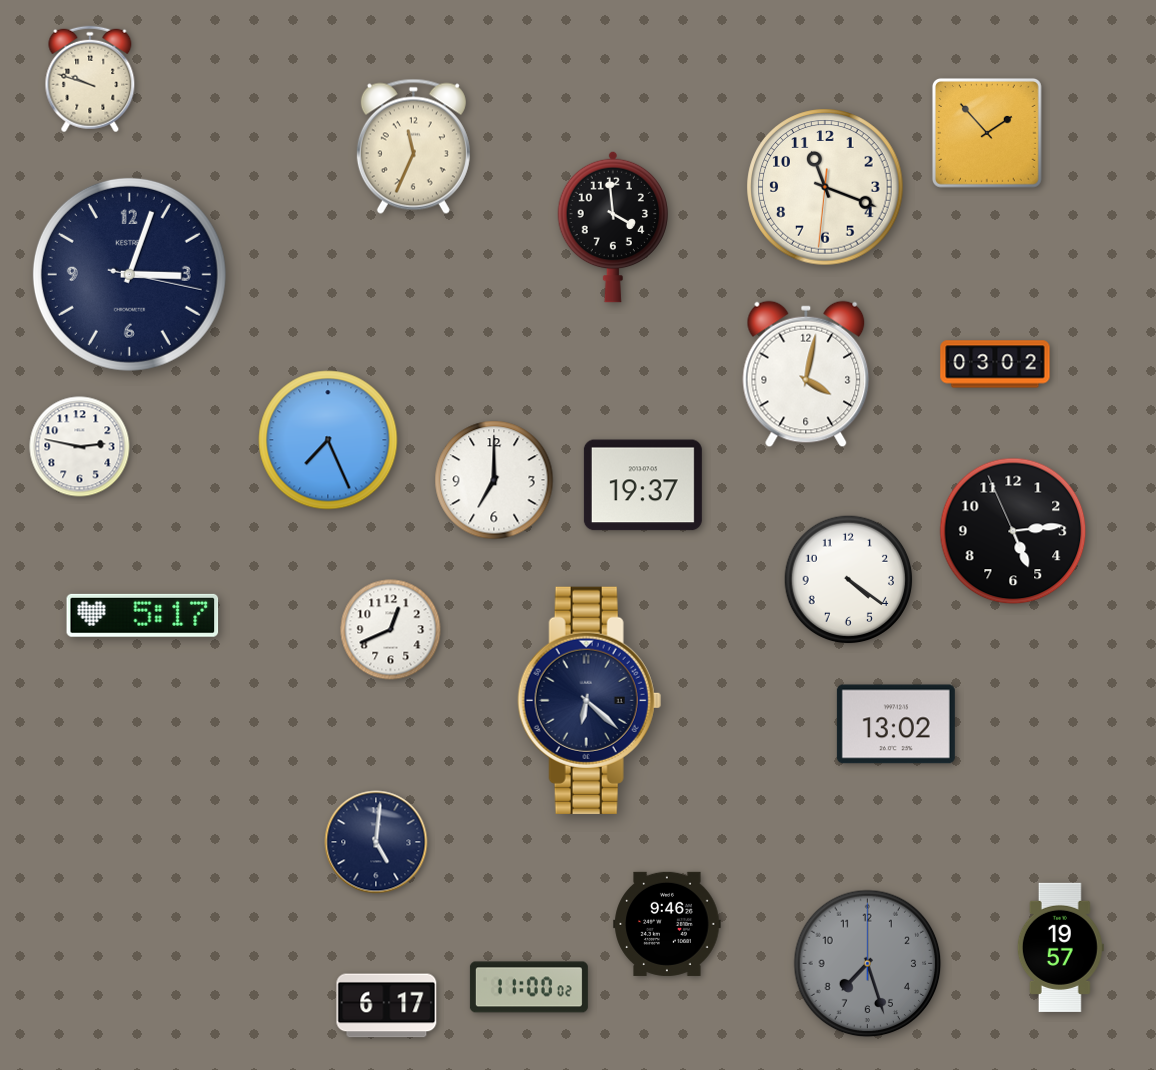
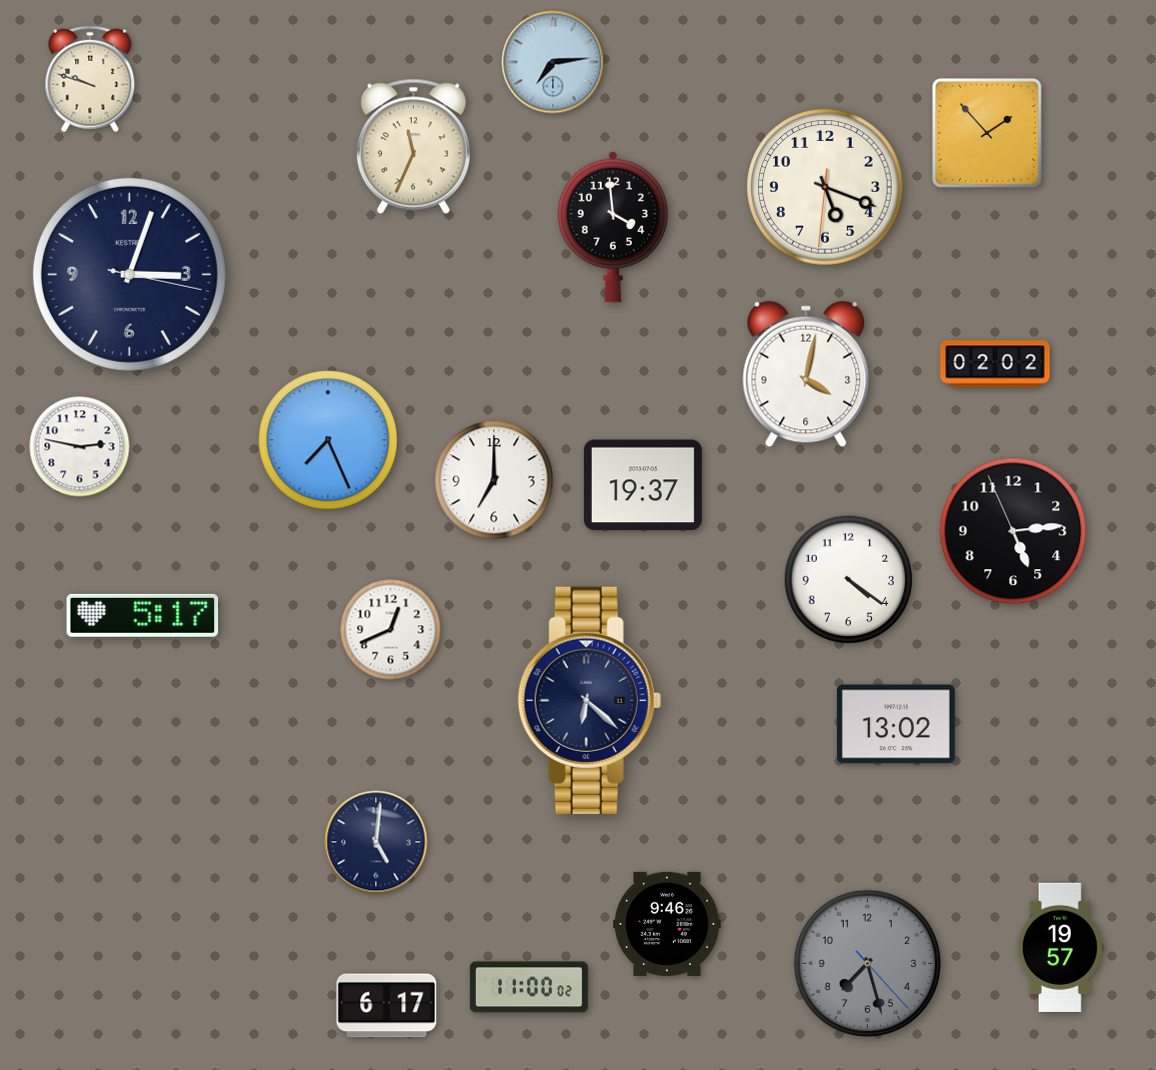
clock at (553, 62): none -> 7:14
clock at (825, 187): 11:18 -> 5:18
clock at (995, 364): 03:02 -> 02:02
clock at (868, 964): 7:27:00 -> 7:27:23
